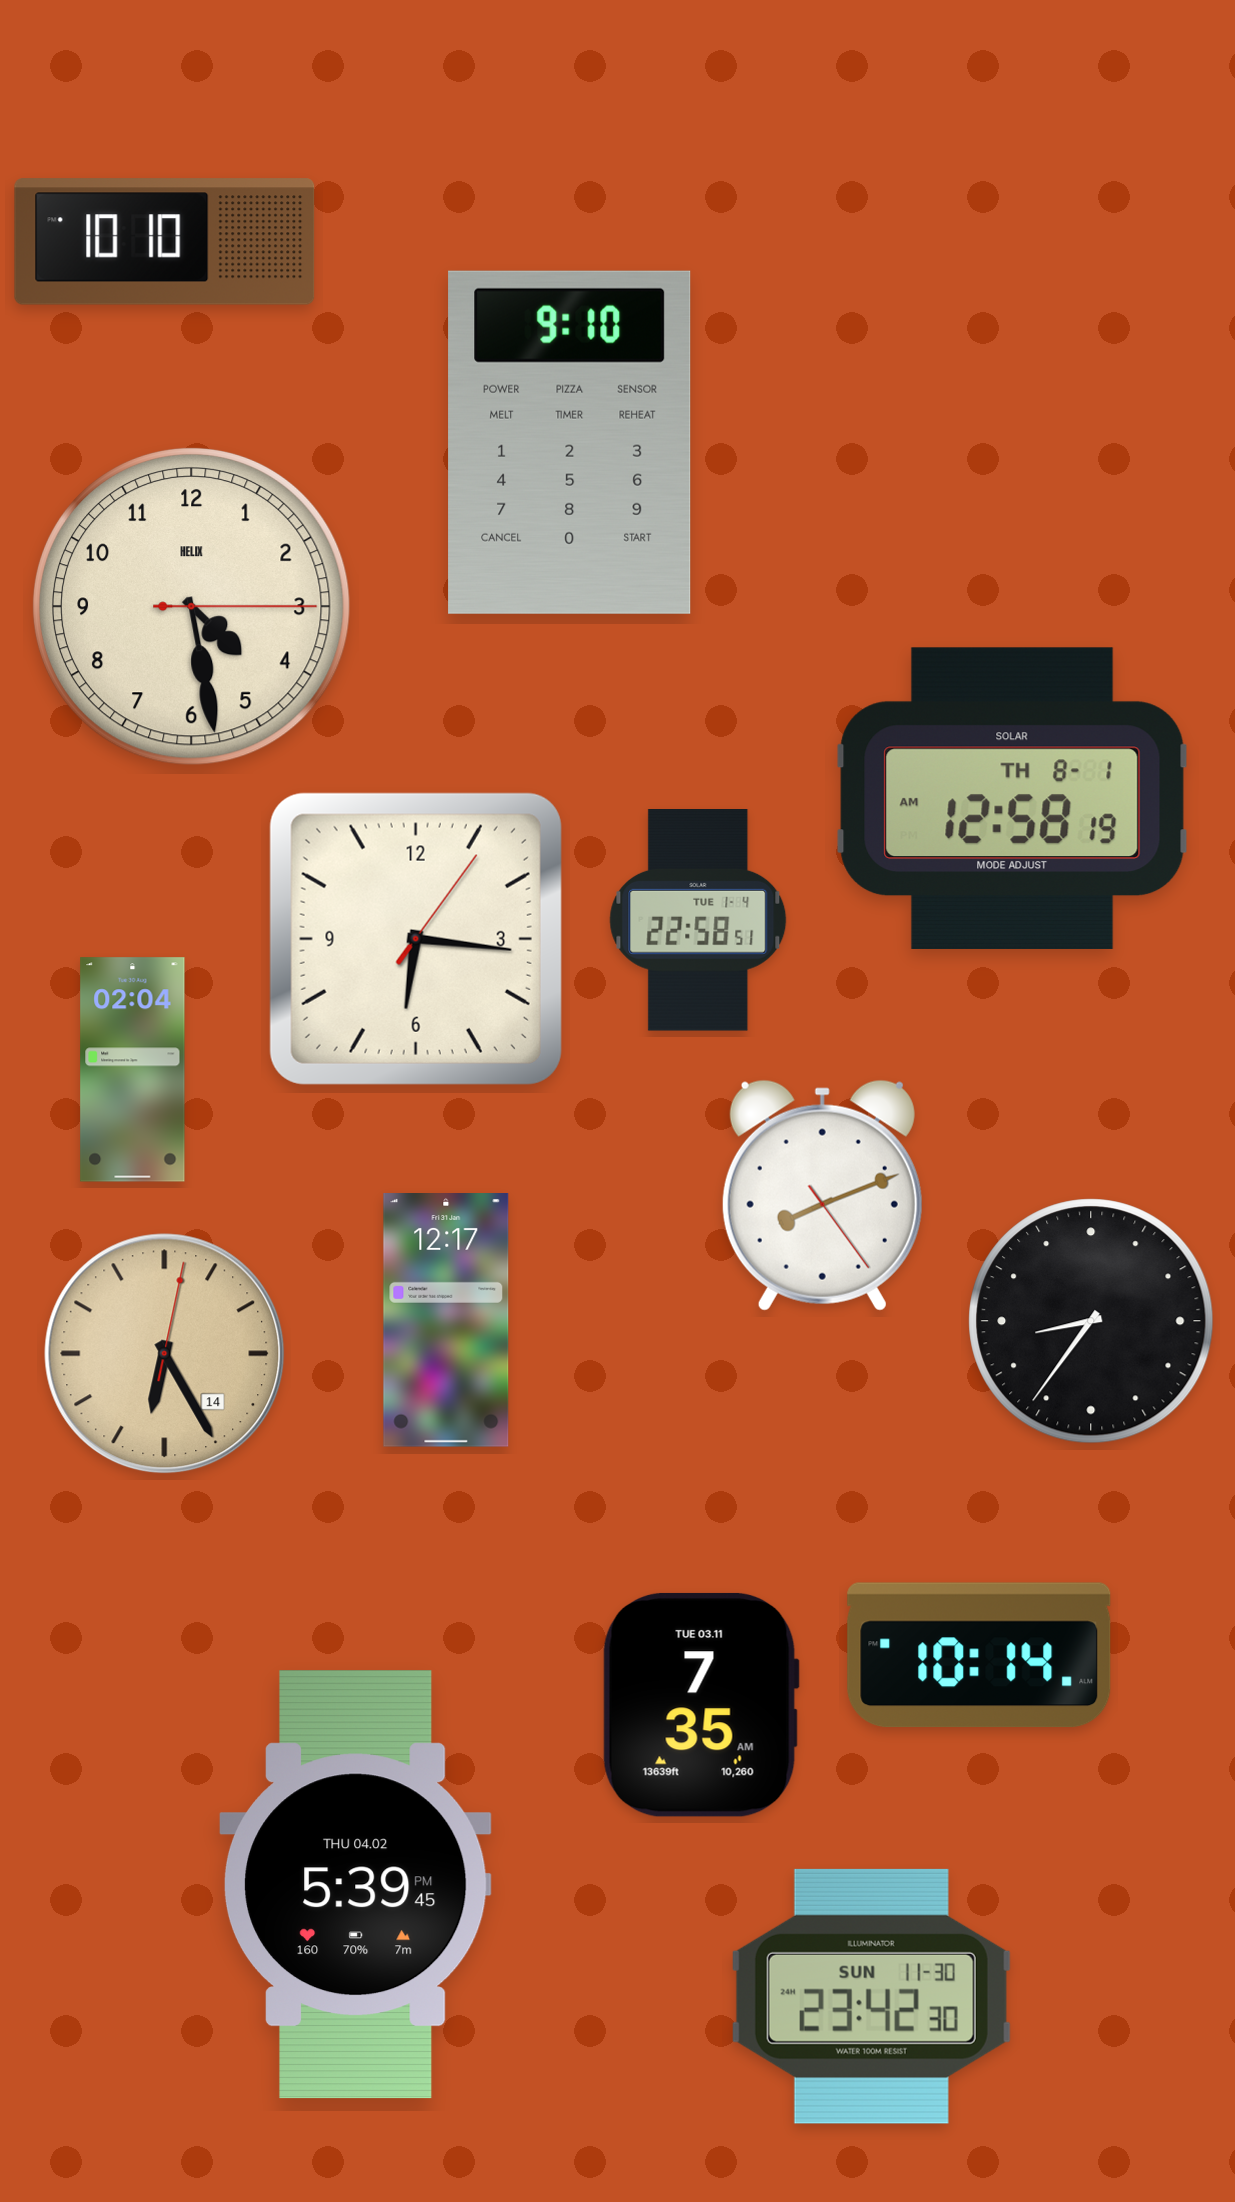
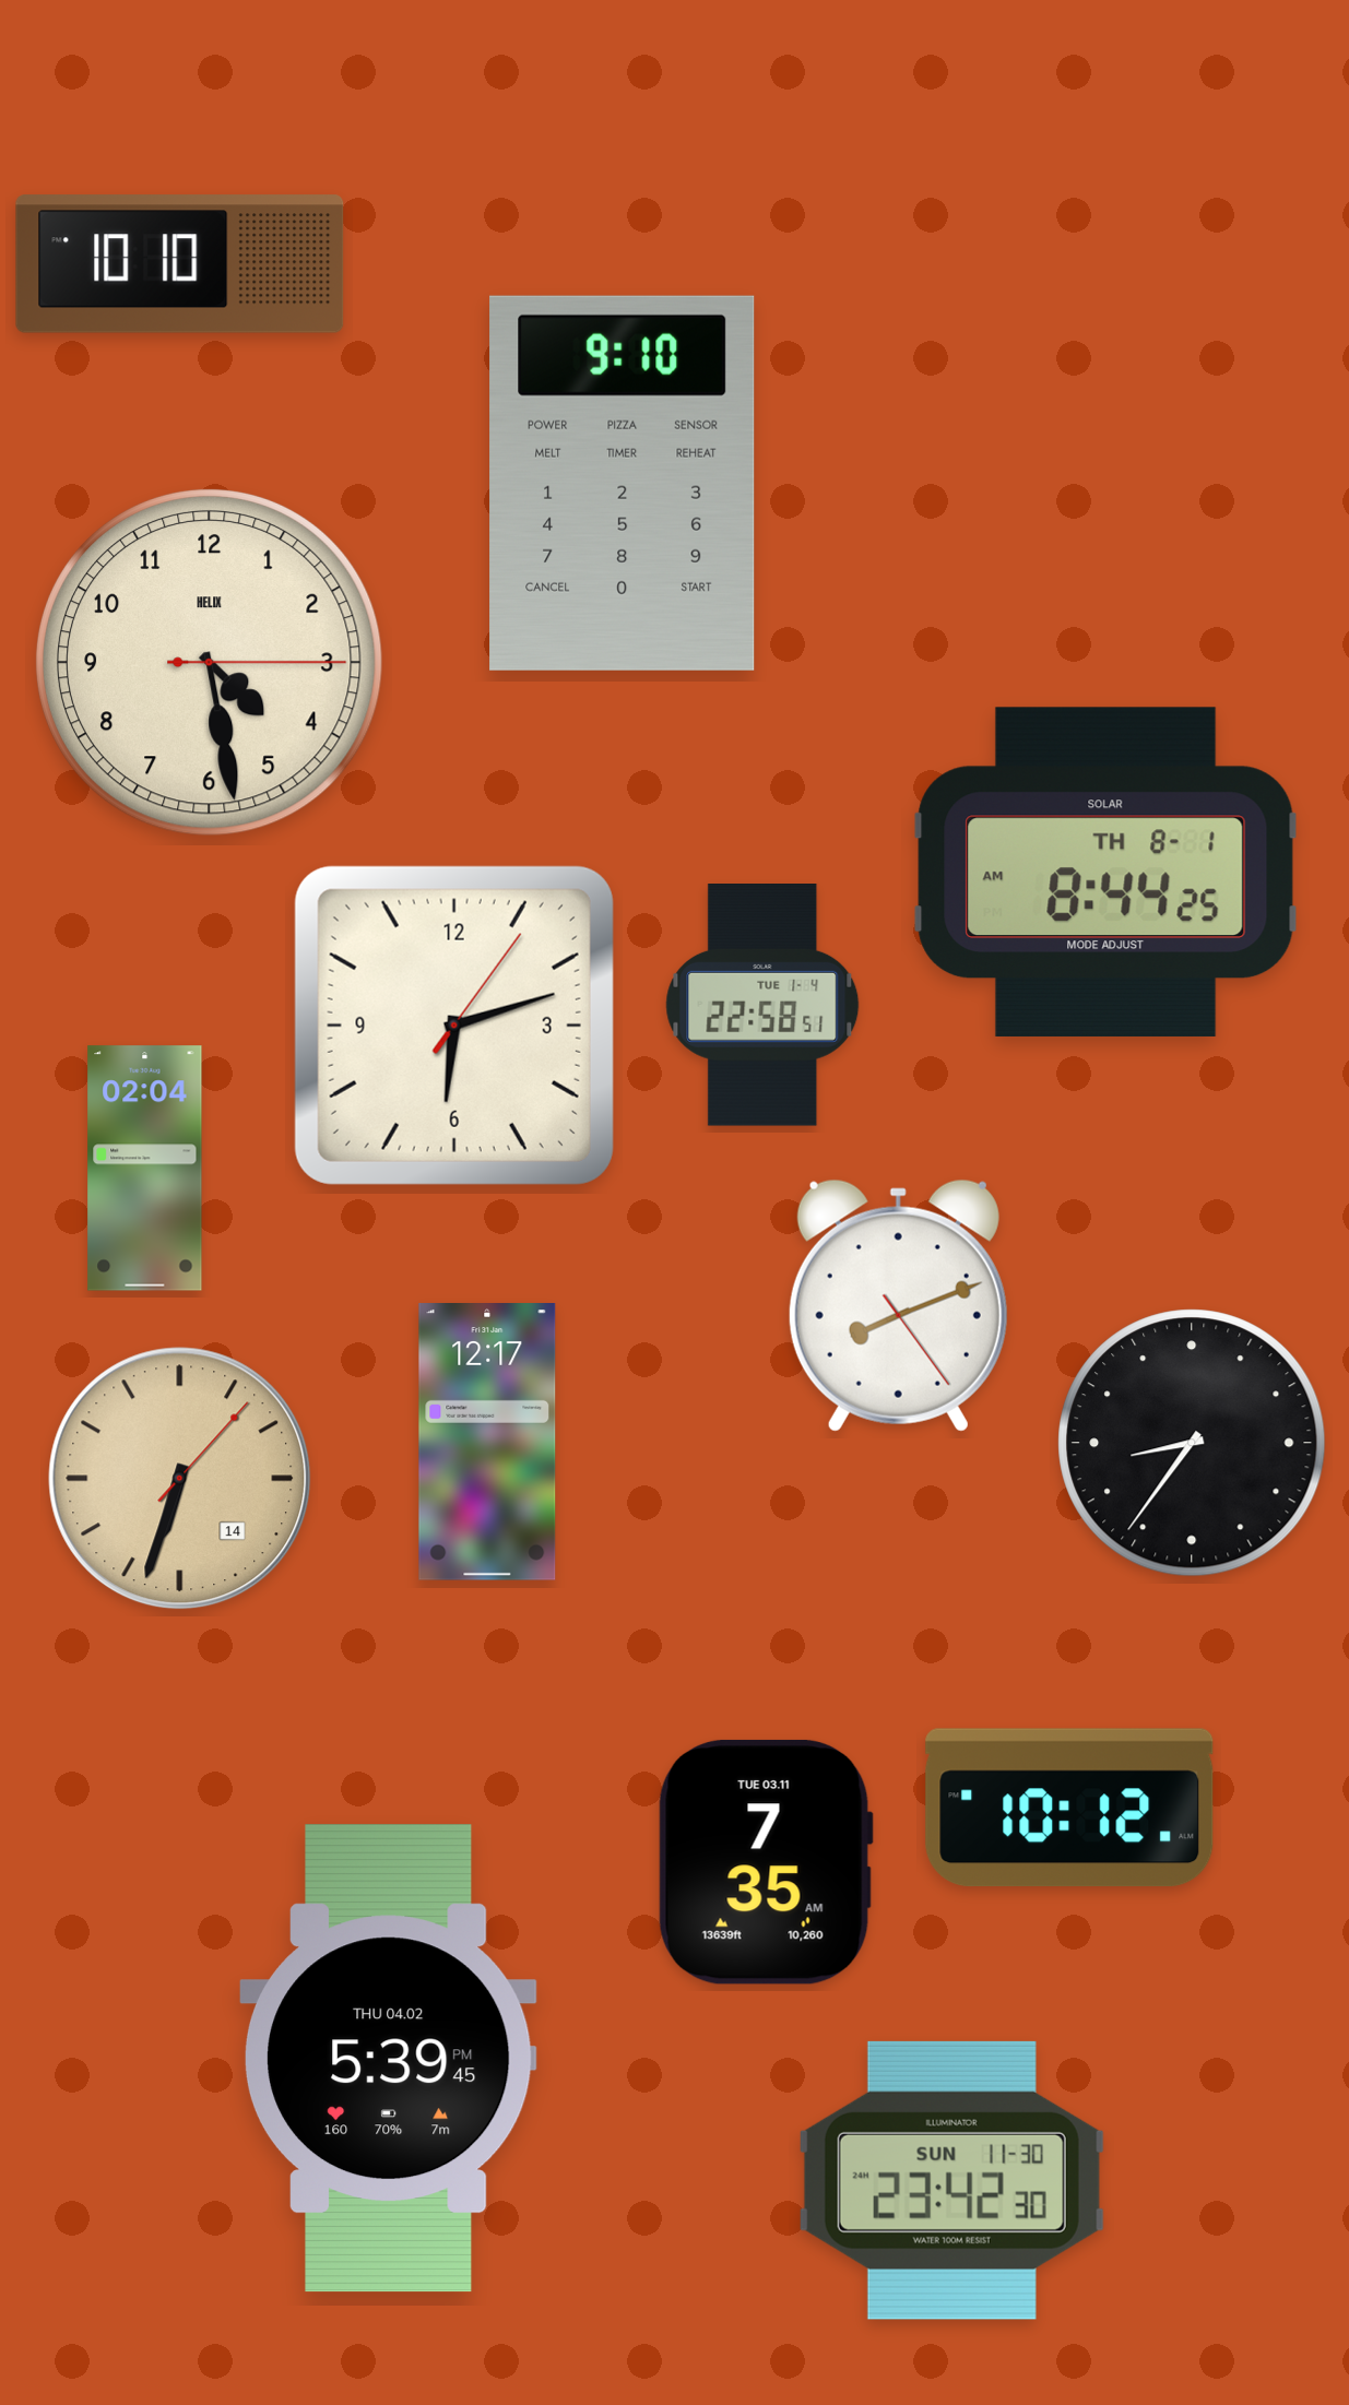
clock at (1012, 798): 12:58 -> 8:44
clock at (416, 939): 6:16 -> 6:12
clock at (165, 1354): 6:25 -> 6:33
clock at (979, 1655): 10:14 -> 10:12
